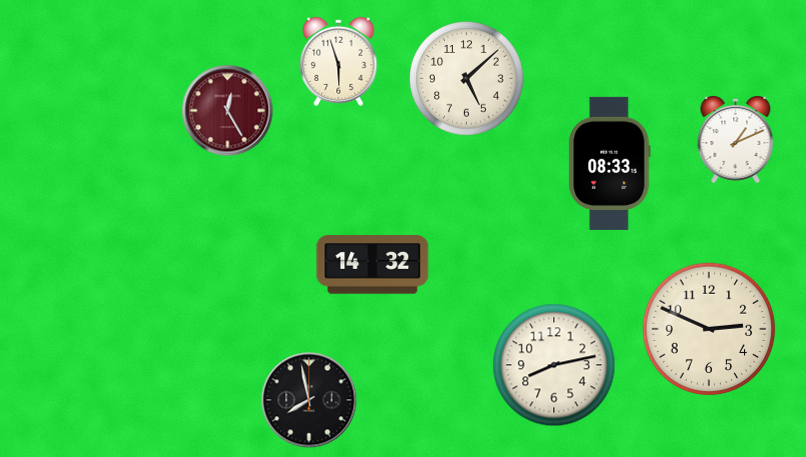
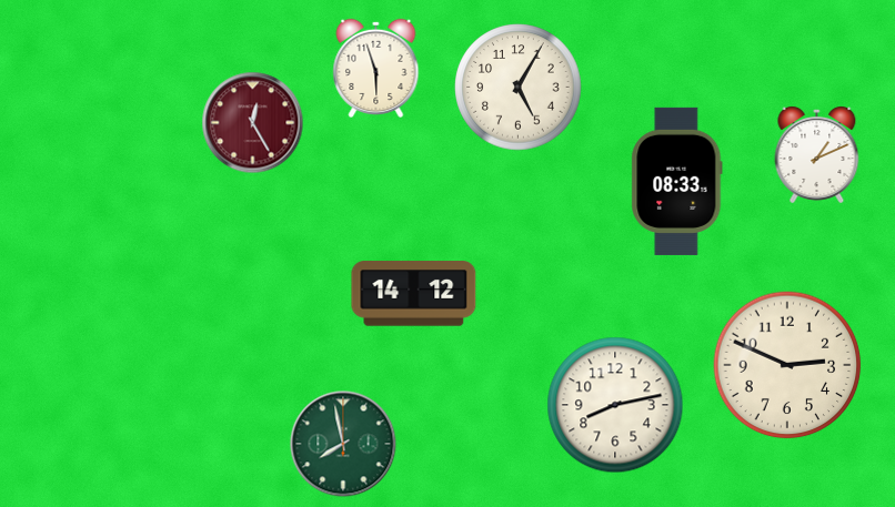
clock at (467, 79): 5:08 -> 5:05
clock at (373, 265): 14:32 -> 14:12
clock at (309, 400) dial: black -> green
